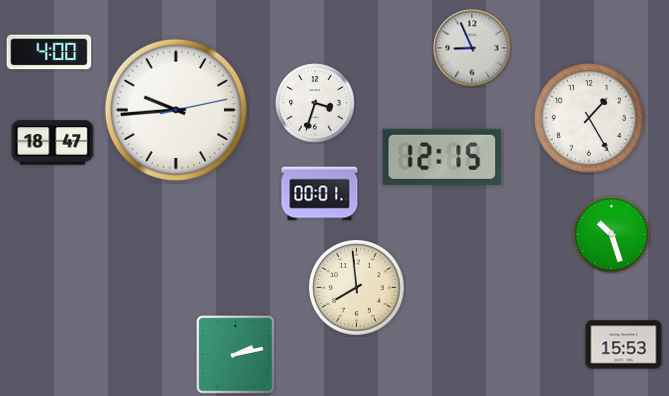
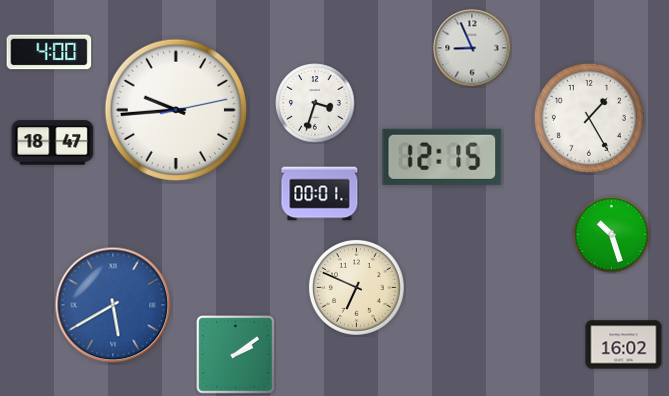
clock at (356, 287): 7:59 -> 6:49
clock at (113, 305): none -> 5:40
clock at (624, 345): 15:53 -> 16:02
clock at (236, 355): 2:13 -> 2:09
